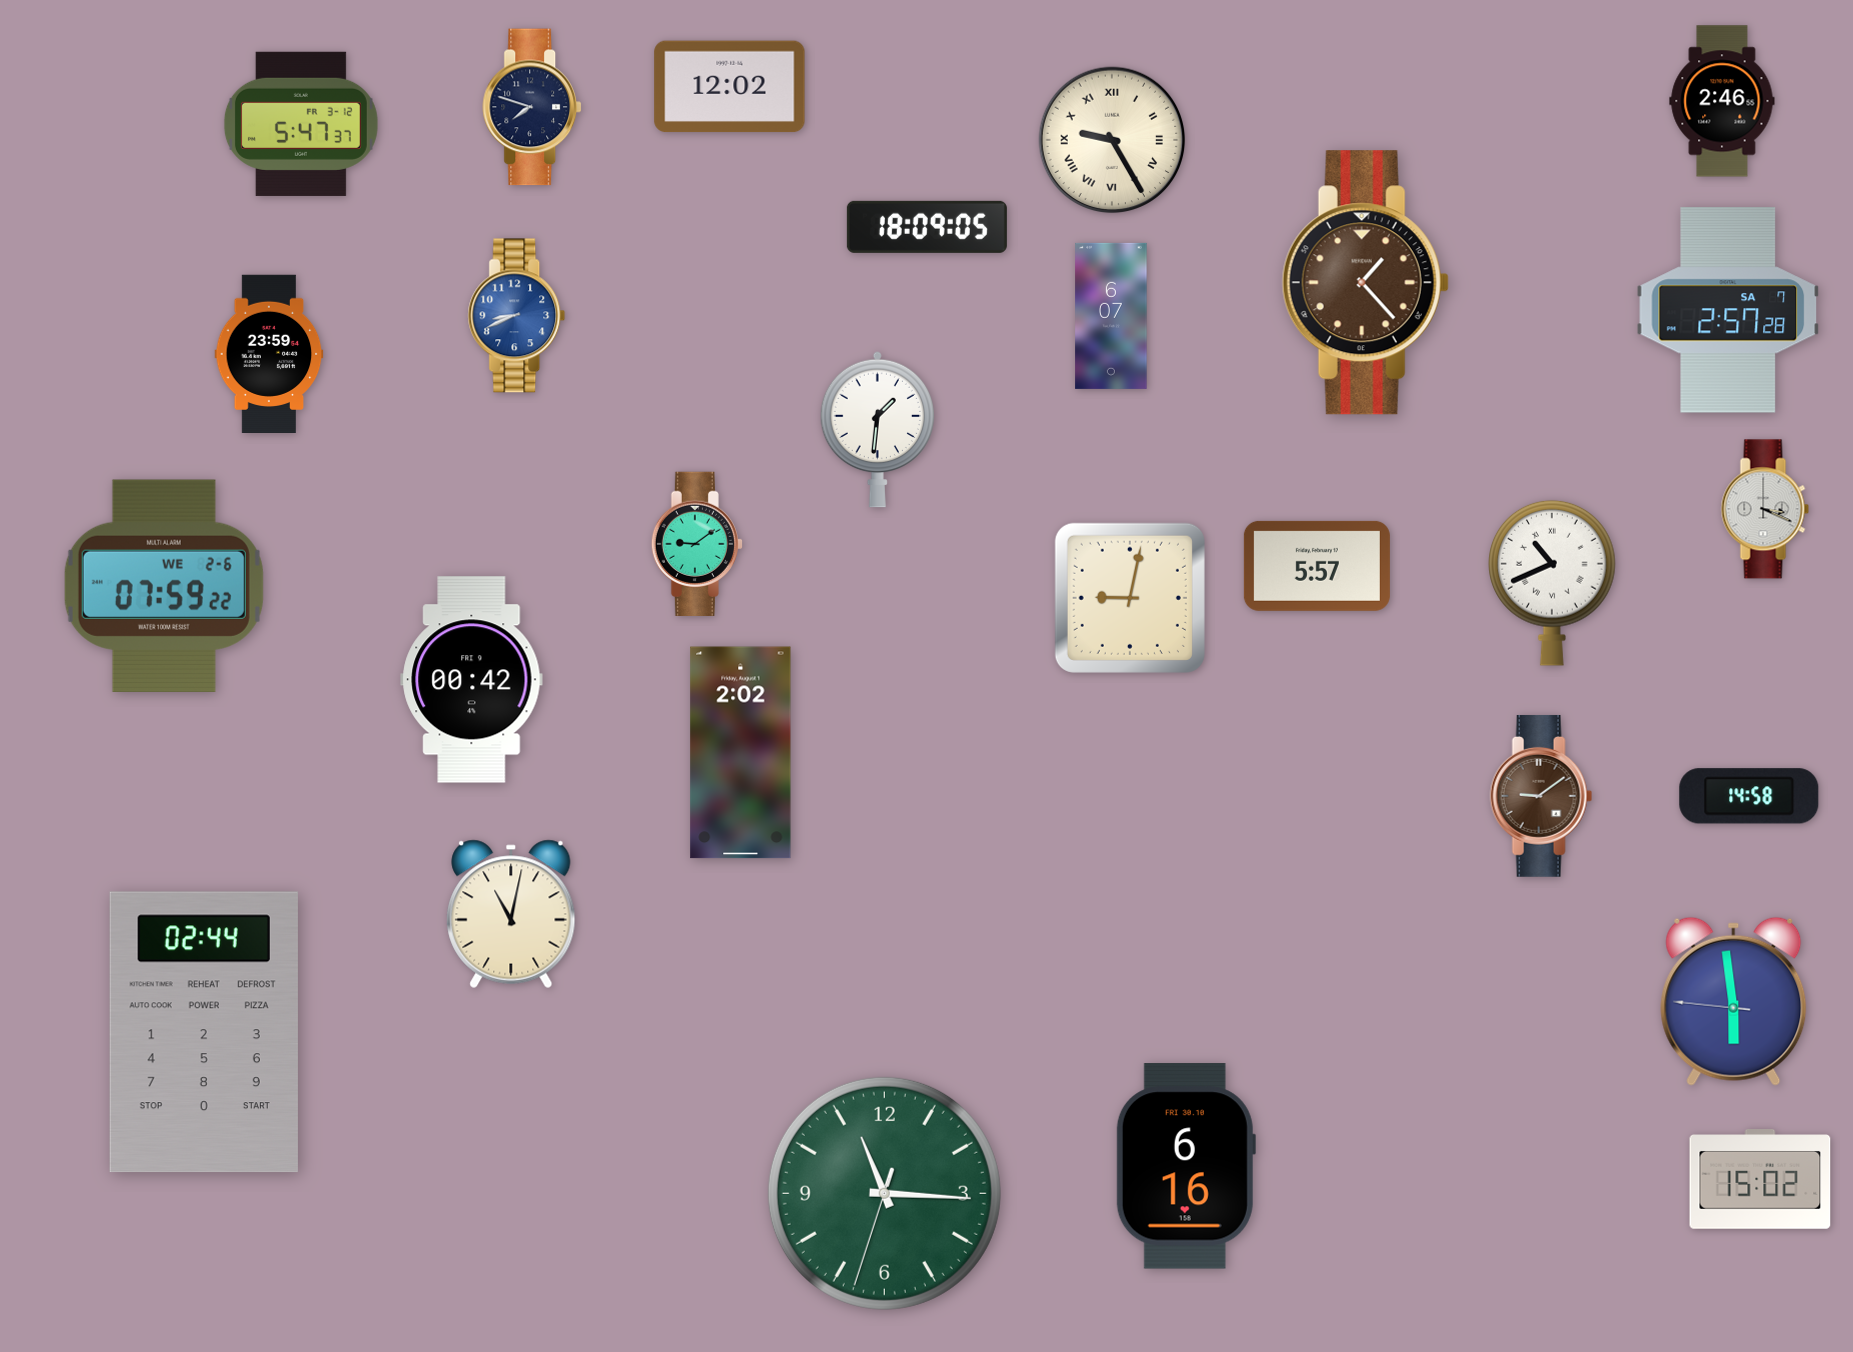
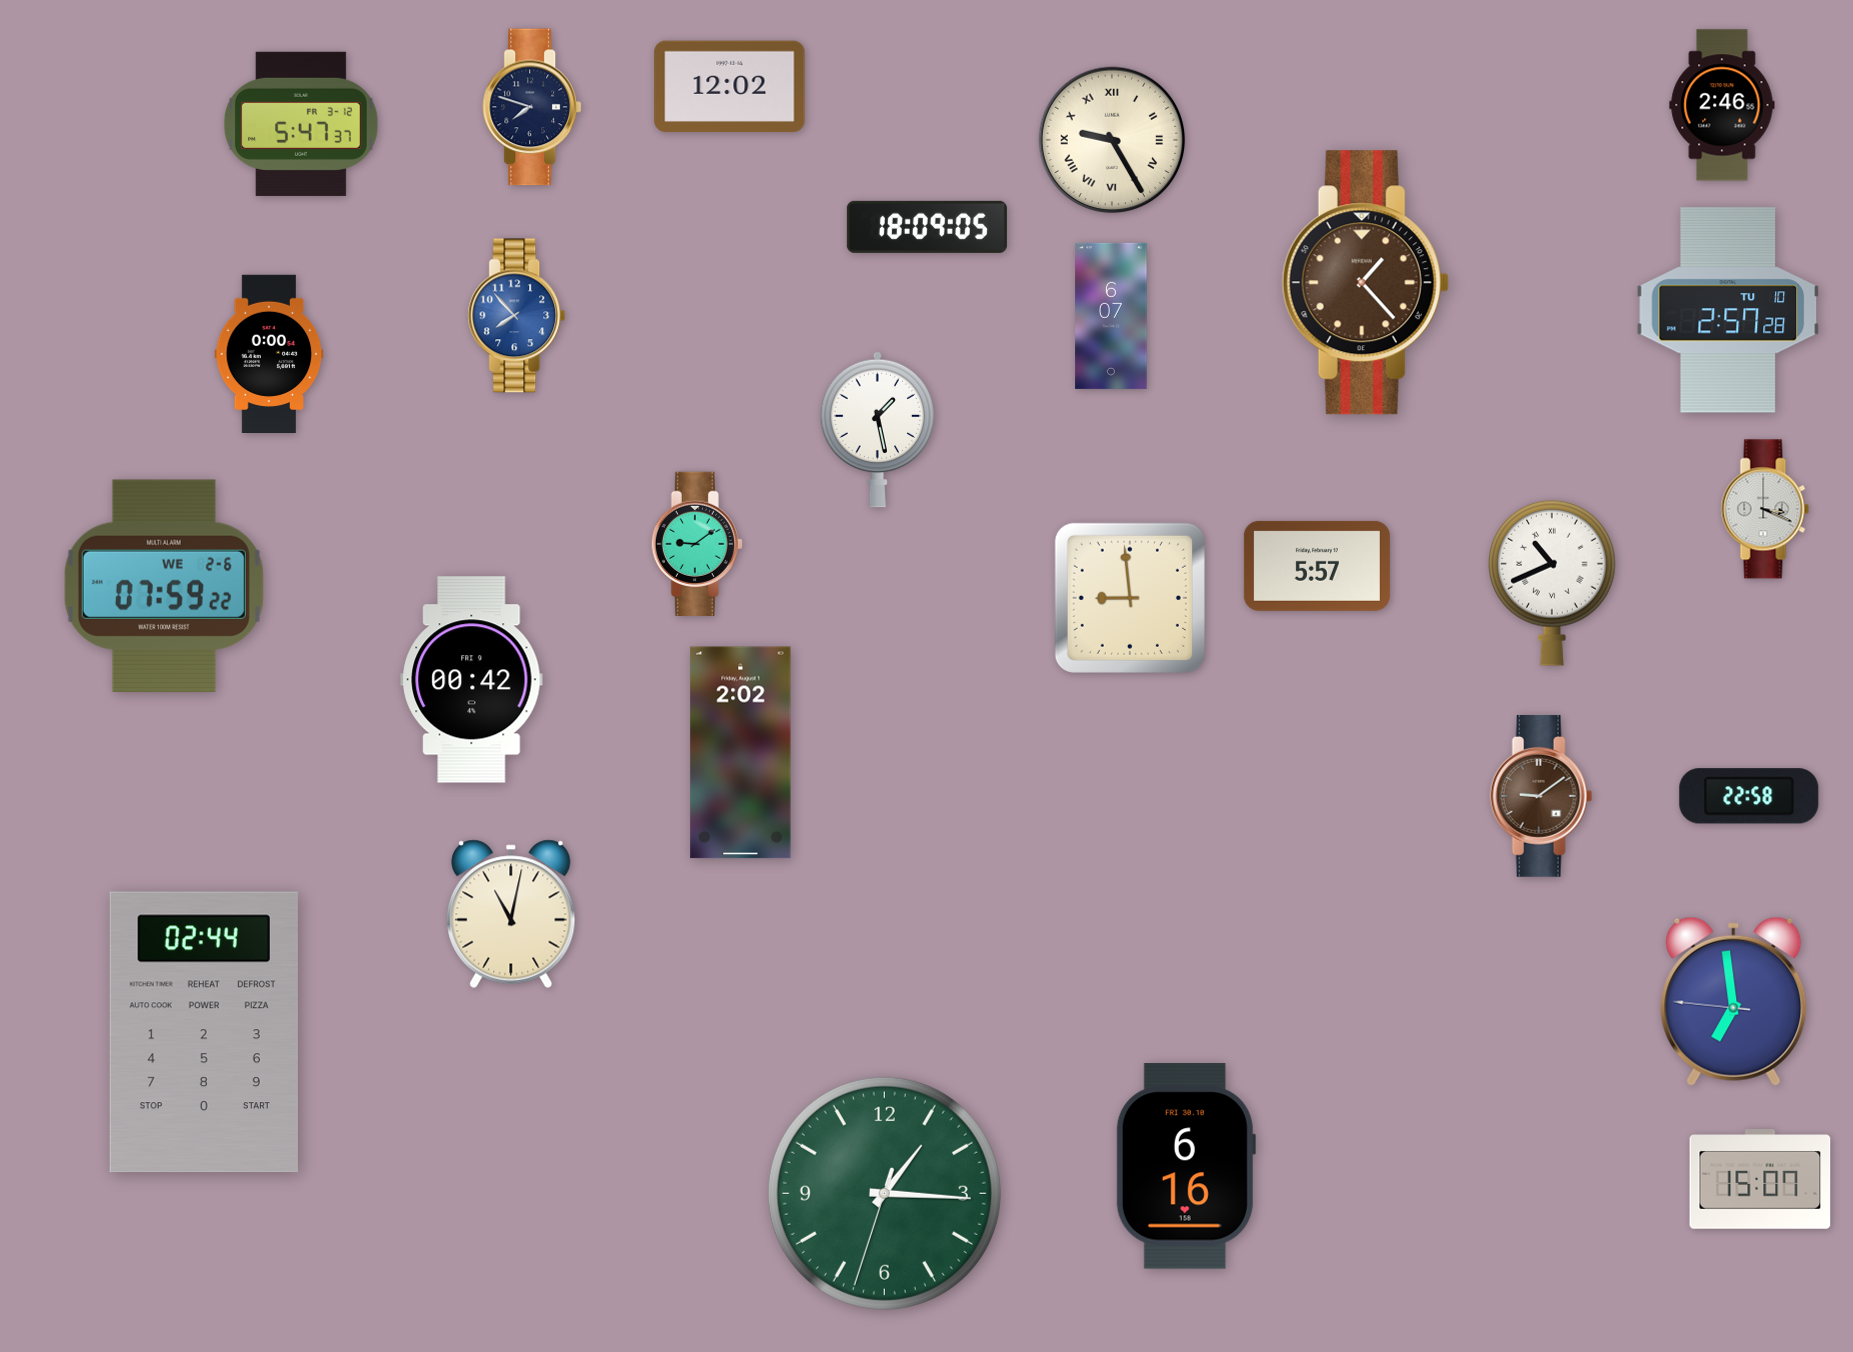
clock at (1722, 101) position: (1722, 101) -> (1722, 105)
clock at (1728, 310) date: SA 7 -> TU 10
clock at (517, 316): 8:41 -> 7:53
clock at (269, 353): 23:59 -> 0:00
clock at (878, 429): 1:31 -> 1:28
clock at (1130, 598): 9:02 -> 8:59
clock at (1749, 796): 14:58 -> 22:58
clock at (1734, 1001): 5:58 -> 6:58
clock at (1760, 1180): 15:02 -> 15:07
clock at (884, 1193): 11:15 -> 1:15
